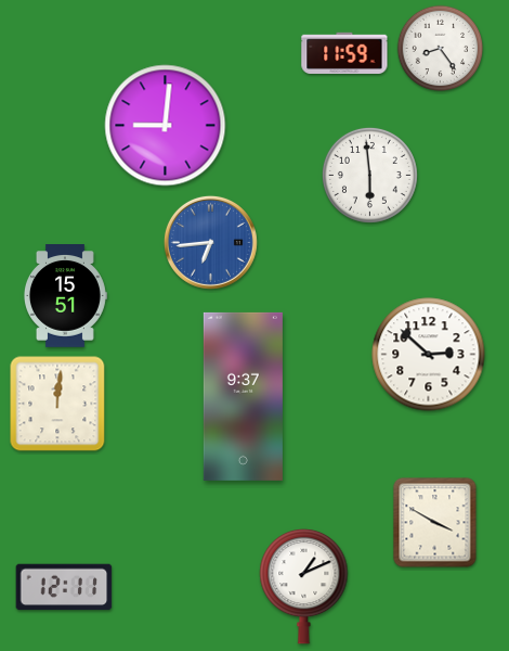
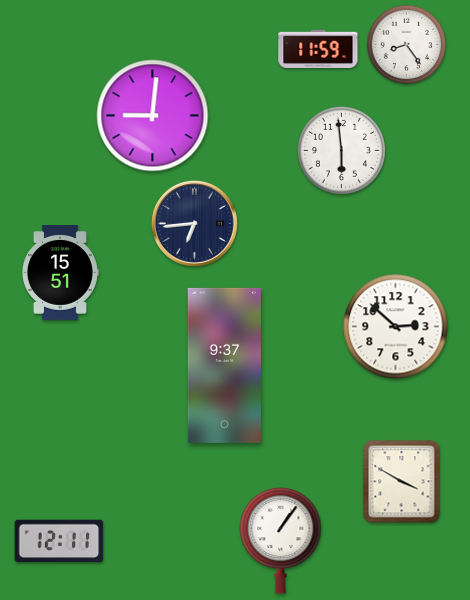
clock at (369, 175) position: (369, 175) -> (341, 150)
clock at (210, 242) dial: blue -> navy
clock at (57, 404): 12:01 -> none
clock at (304, 586): 1:11 -> 1:06
